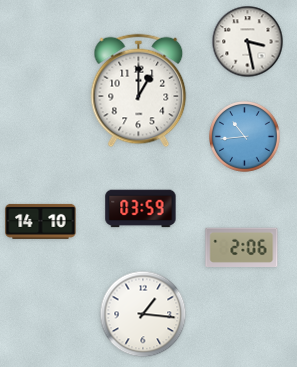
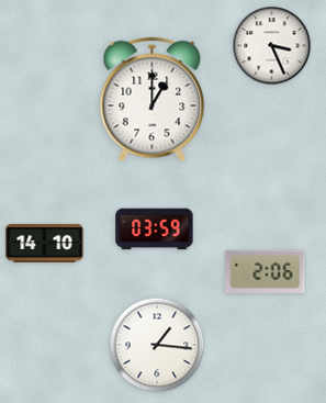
clock at (248, 42): 3:28 -> 3:26
clock at (245, 137): 10:44 -> none
